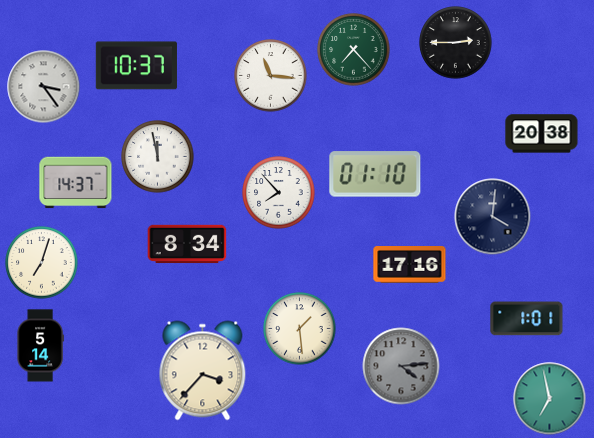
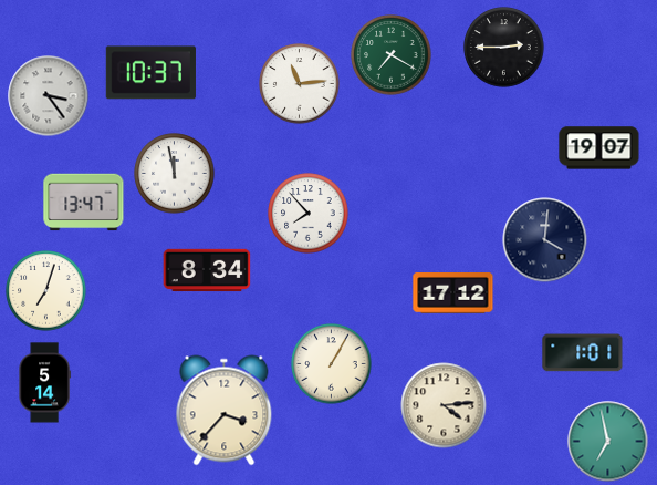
clock at (354, 50): 7:23 -> 7:20
clock at (271, 76): 11:16 -> 11:14
clock at (542, 134): 20:38 -> 19:07
clock at (375, 174): 01:10 -> none
clock at (76, 183): 14:37 -> 13:47
clock at (410, 265): 17:16 -> 17:12
clock at (300, 329): 1:29 -> 1:05
clock at (401, 366) dial: grey -> cream
